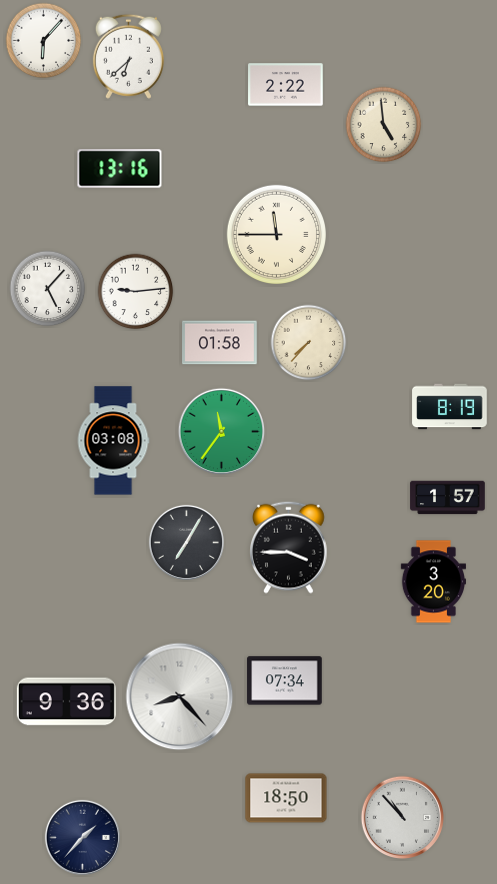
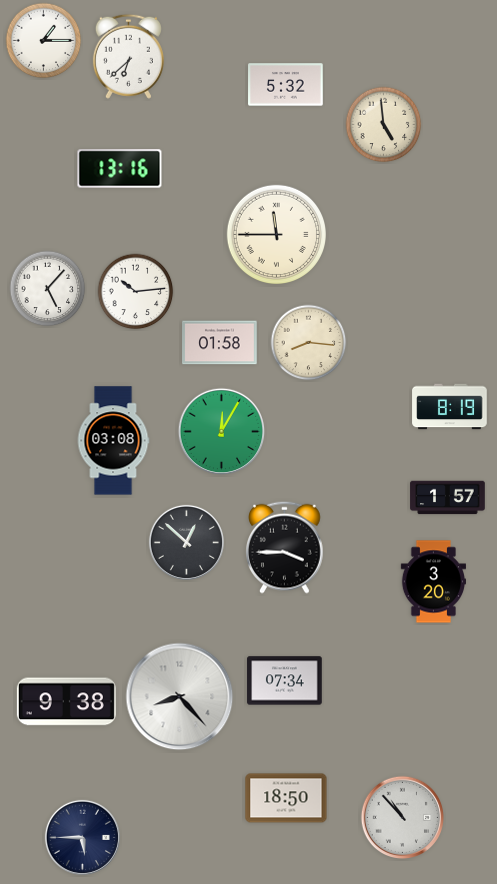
clock at (44, 41): 6:07 -> 1:15
clock at (286, 85): 2:22 -> 5:32
clock at (136, 292): 9:14 -> 10:14
clock at (309, 343): 7:37 -> 8:16
clock at (222, 432): 11:36 -> 12:05
clock at (186, 542): 7:05 -> 12:52
clock at (289, 547) position: (289, 547) -> (285, 547)
clock at (66, 702): 9:36 -> 9:38
clock at (82, 837): 1:37 -> 5:45
